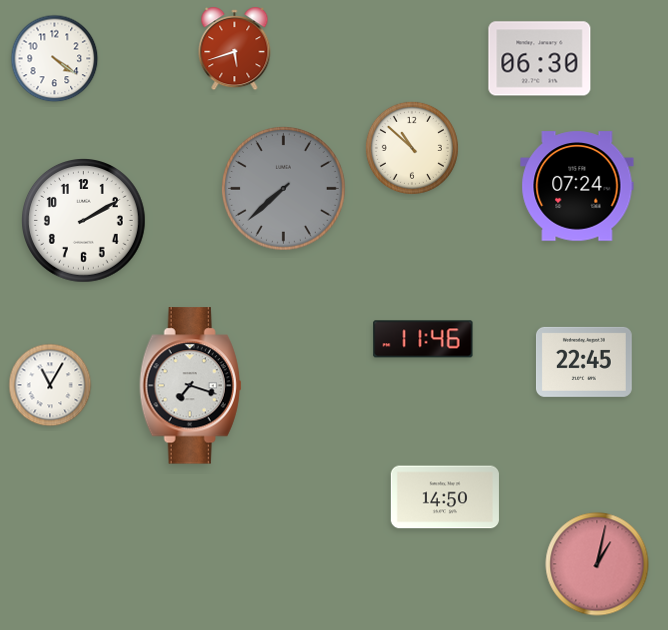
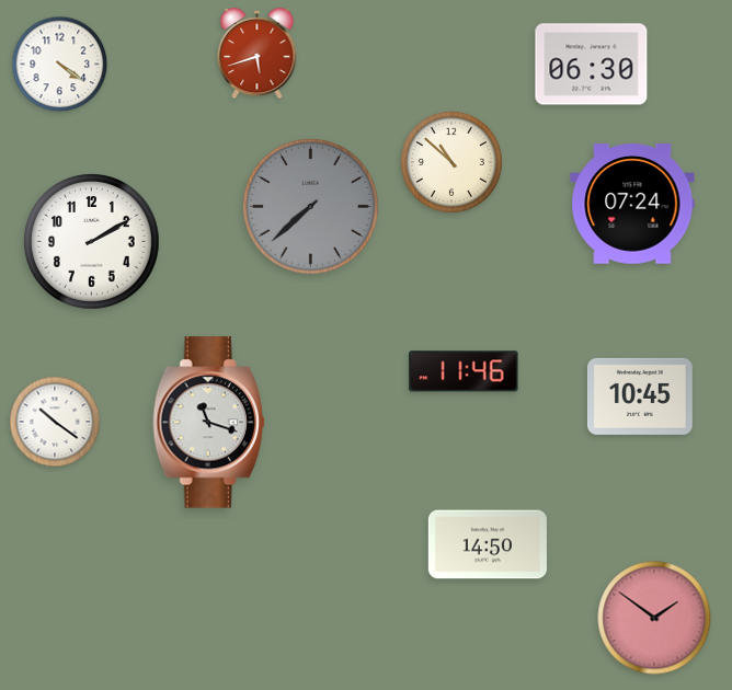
clock at (584, 362): 22:45 -> 10:45
clock at (50, 385): 11:05 -> 10:21
clock at (191, 386): 7:18 -> 11:18
clock at (597, 564): 1:02 -> 1:51
